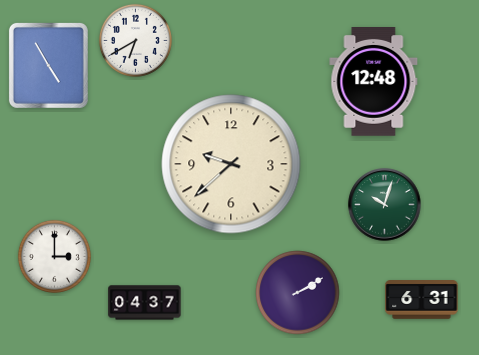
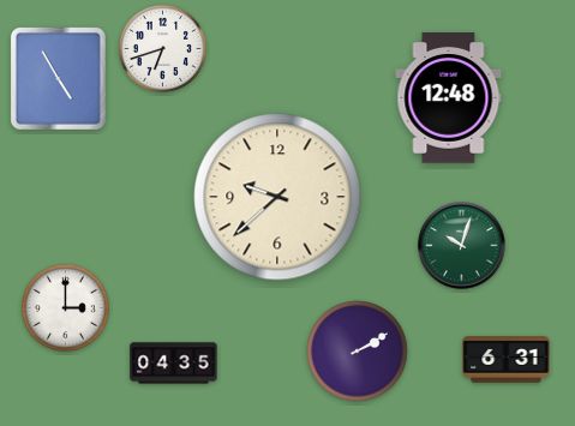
clock at (135, 40): 6:40 -> 6:42
clock at (145, 303): 04:37 -> 04:35
